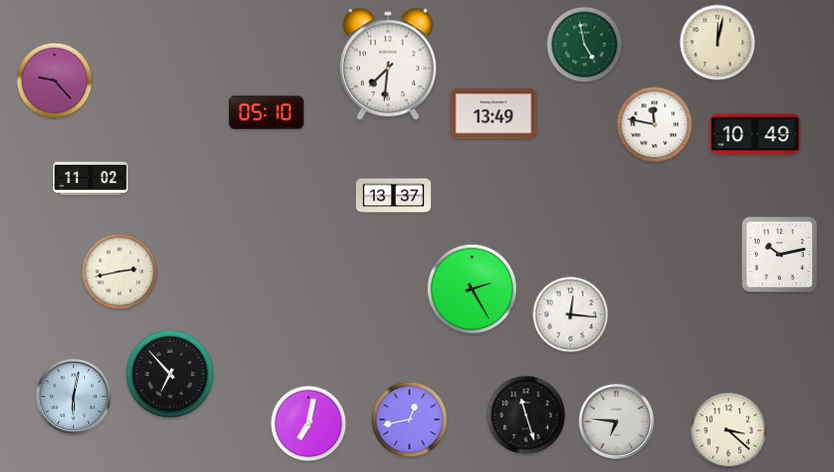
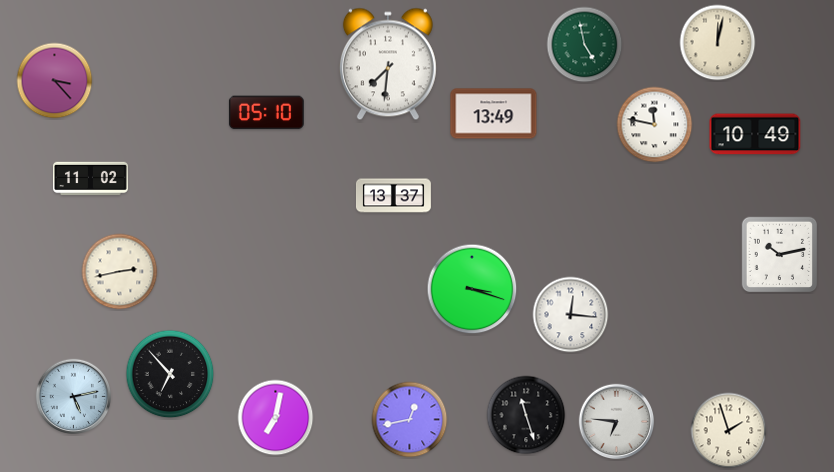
clock at (55, 81): 9:23 -> 3:23
clock at (472, 289): 2:25 -> 3:18
clock at (74, 397): 6:02 -> 5:13
clock at (309, 424) position: (309, 424) -> (276, 418)
clock at (729, 431): 3:22 -> 1:57
